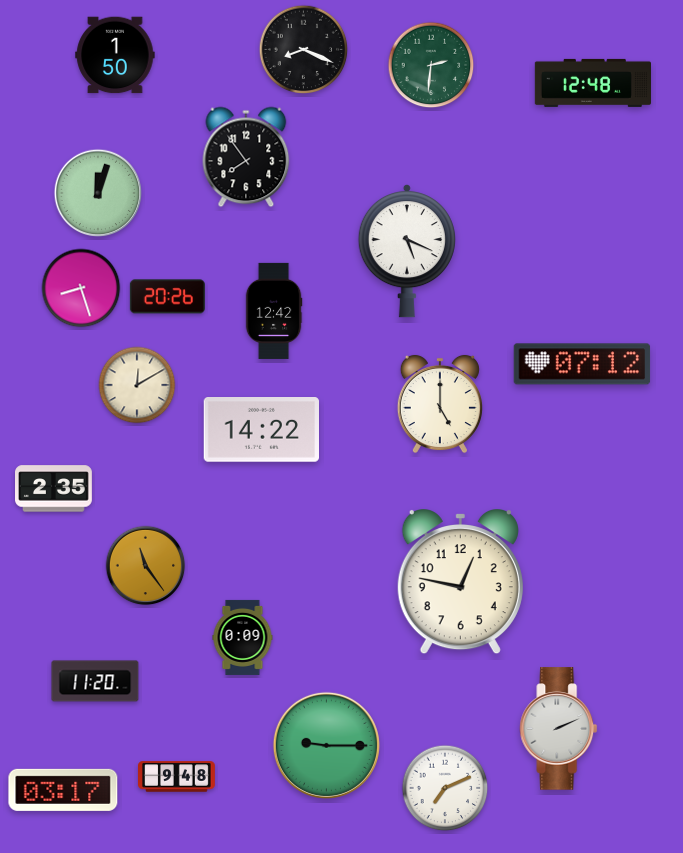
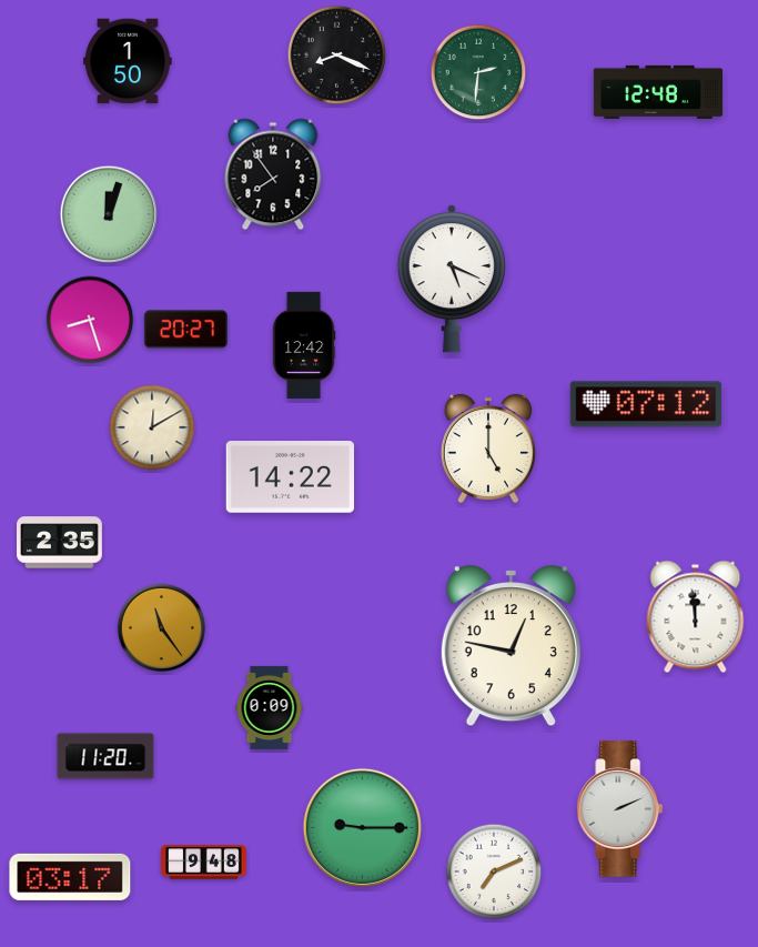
clock at (167, 297): 20:26 -> 20:27
clock at (696, 617): none -> 11:59
clock at (177, 777) position: (177, 777) -> (204, 863)
clock at (445, 788) position: (445, 788) -> (494, 872)
